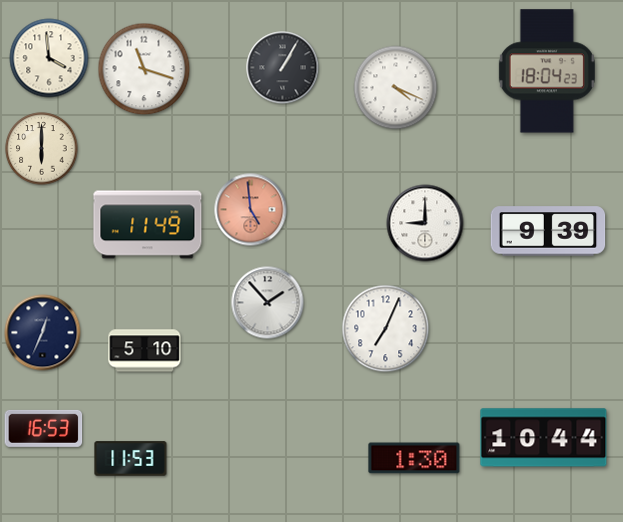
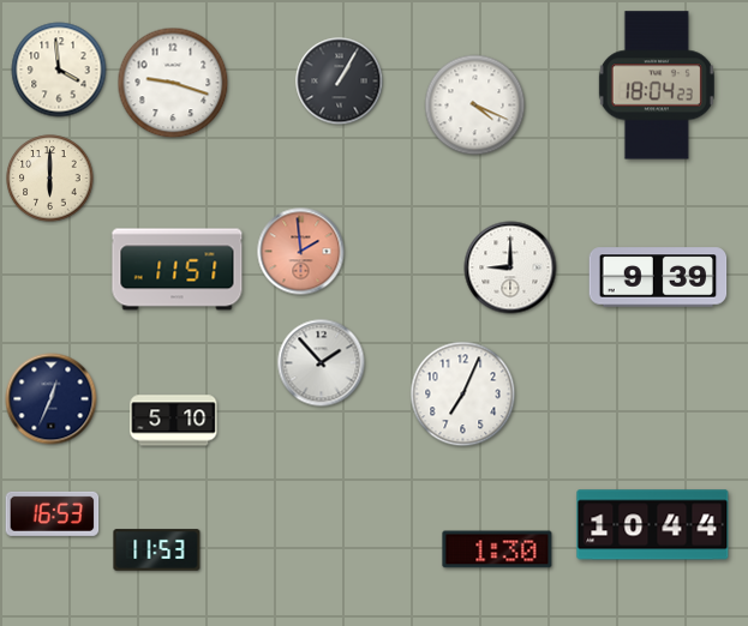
clock at (144, 69): 11:18 -> 9:18
clock at (251, 210): 4:59 -> 1:59
clock at (148, 225): 11:49 -> 11:51
